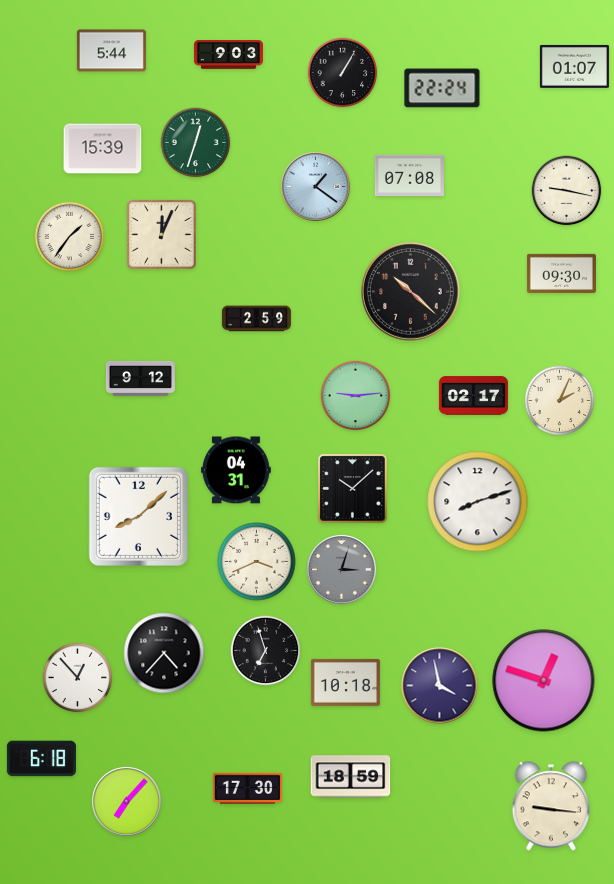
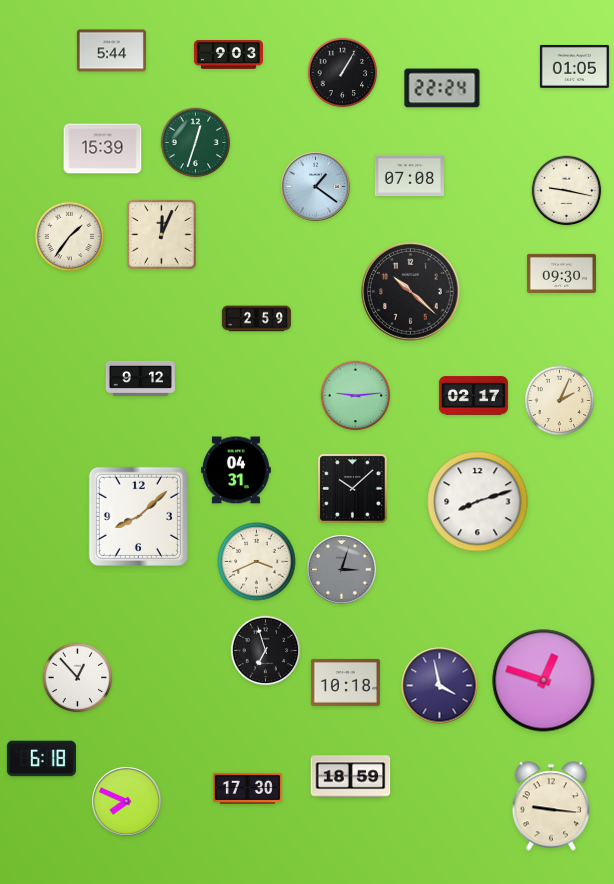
clock at (574, 66): 01:07 -> 01:05
clock at (164, 653): 4:37 -> none
clock at (126, 801): 7:07 -> 7:49
